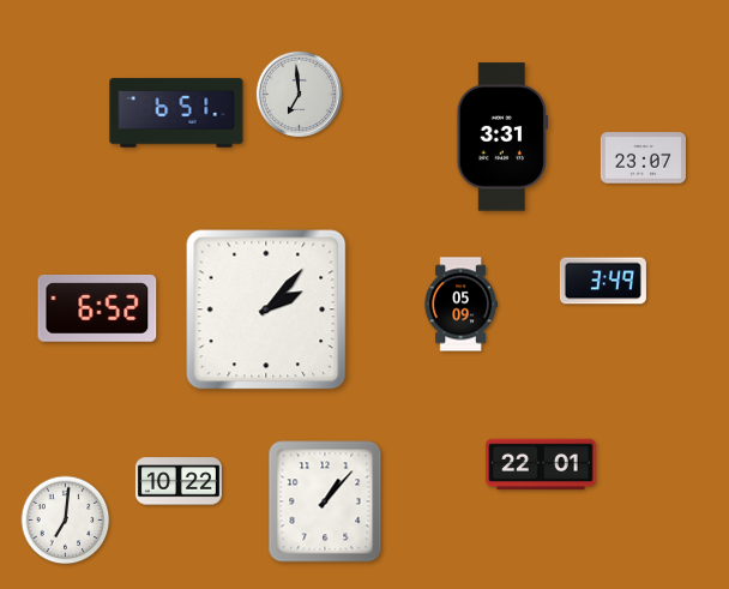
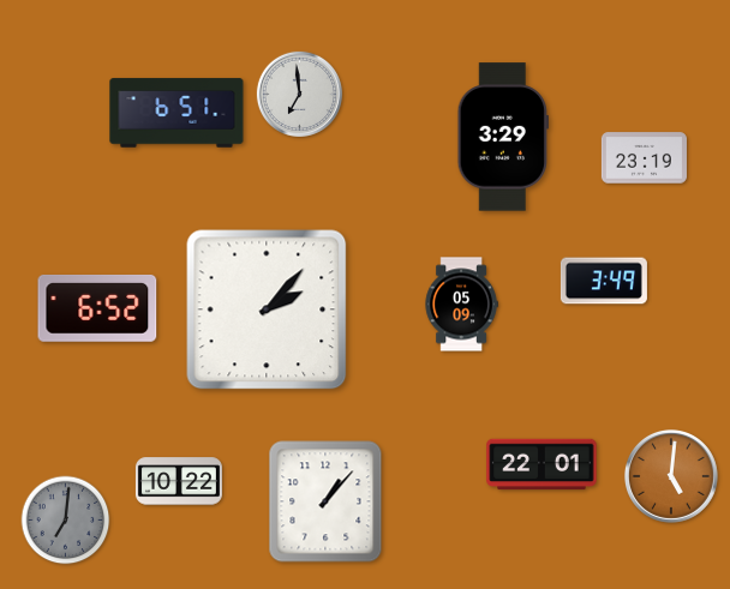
clock at (501, 137): 3:31 -> 3:29
clock at (643, 158): 23:07 -> 23:19
clock at (671, 476): none -> 5:01
clock at (66, 521) dial: white -> grey
